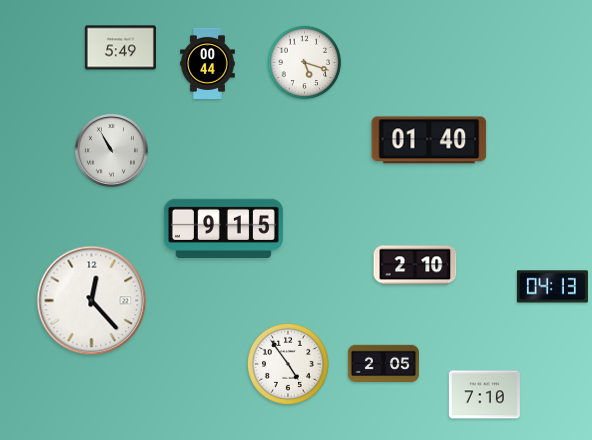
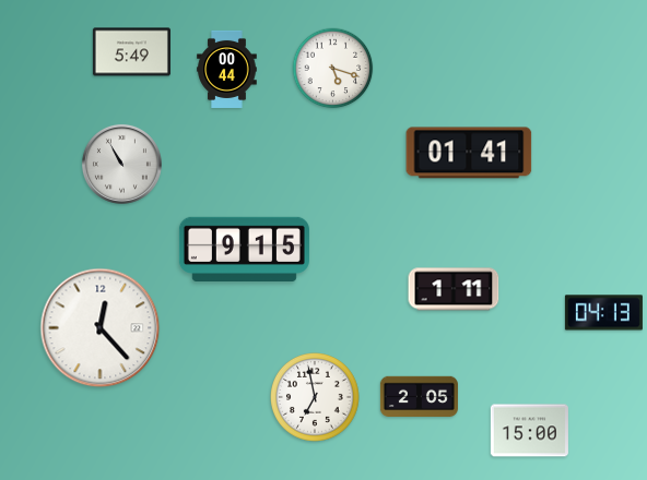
clock at (429, 140): 01:40 -> 01:41
clock at (415, 265): 2:10 -> 1:11
clock at (289, 365): 4:54 -> 6:58
clock at (484, 395): 7:10 -> 15:00
